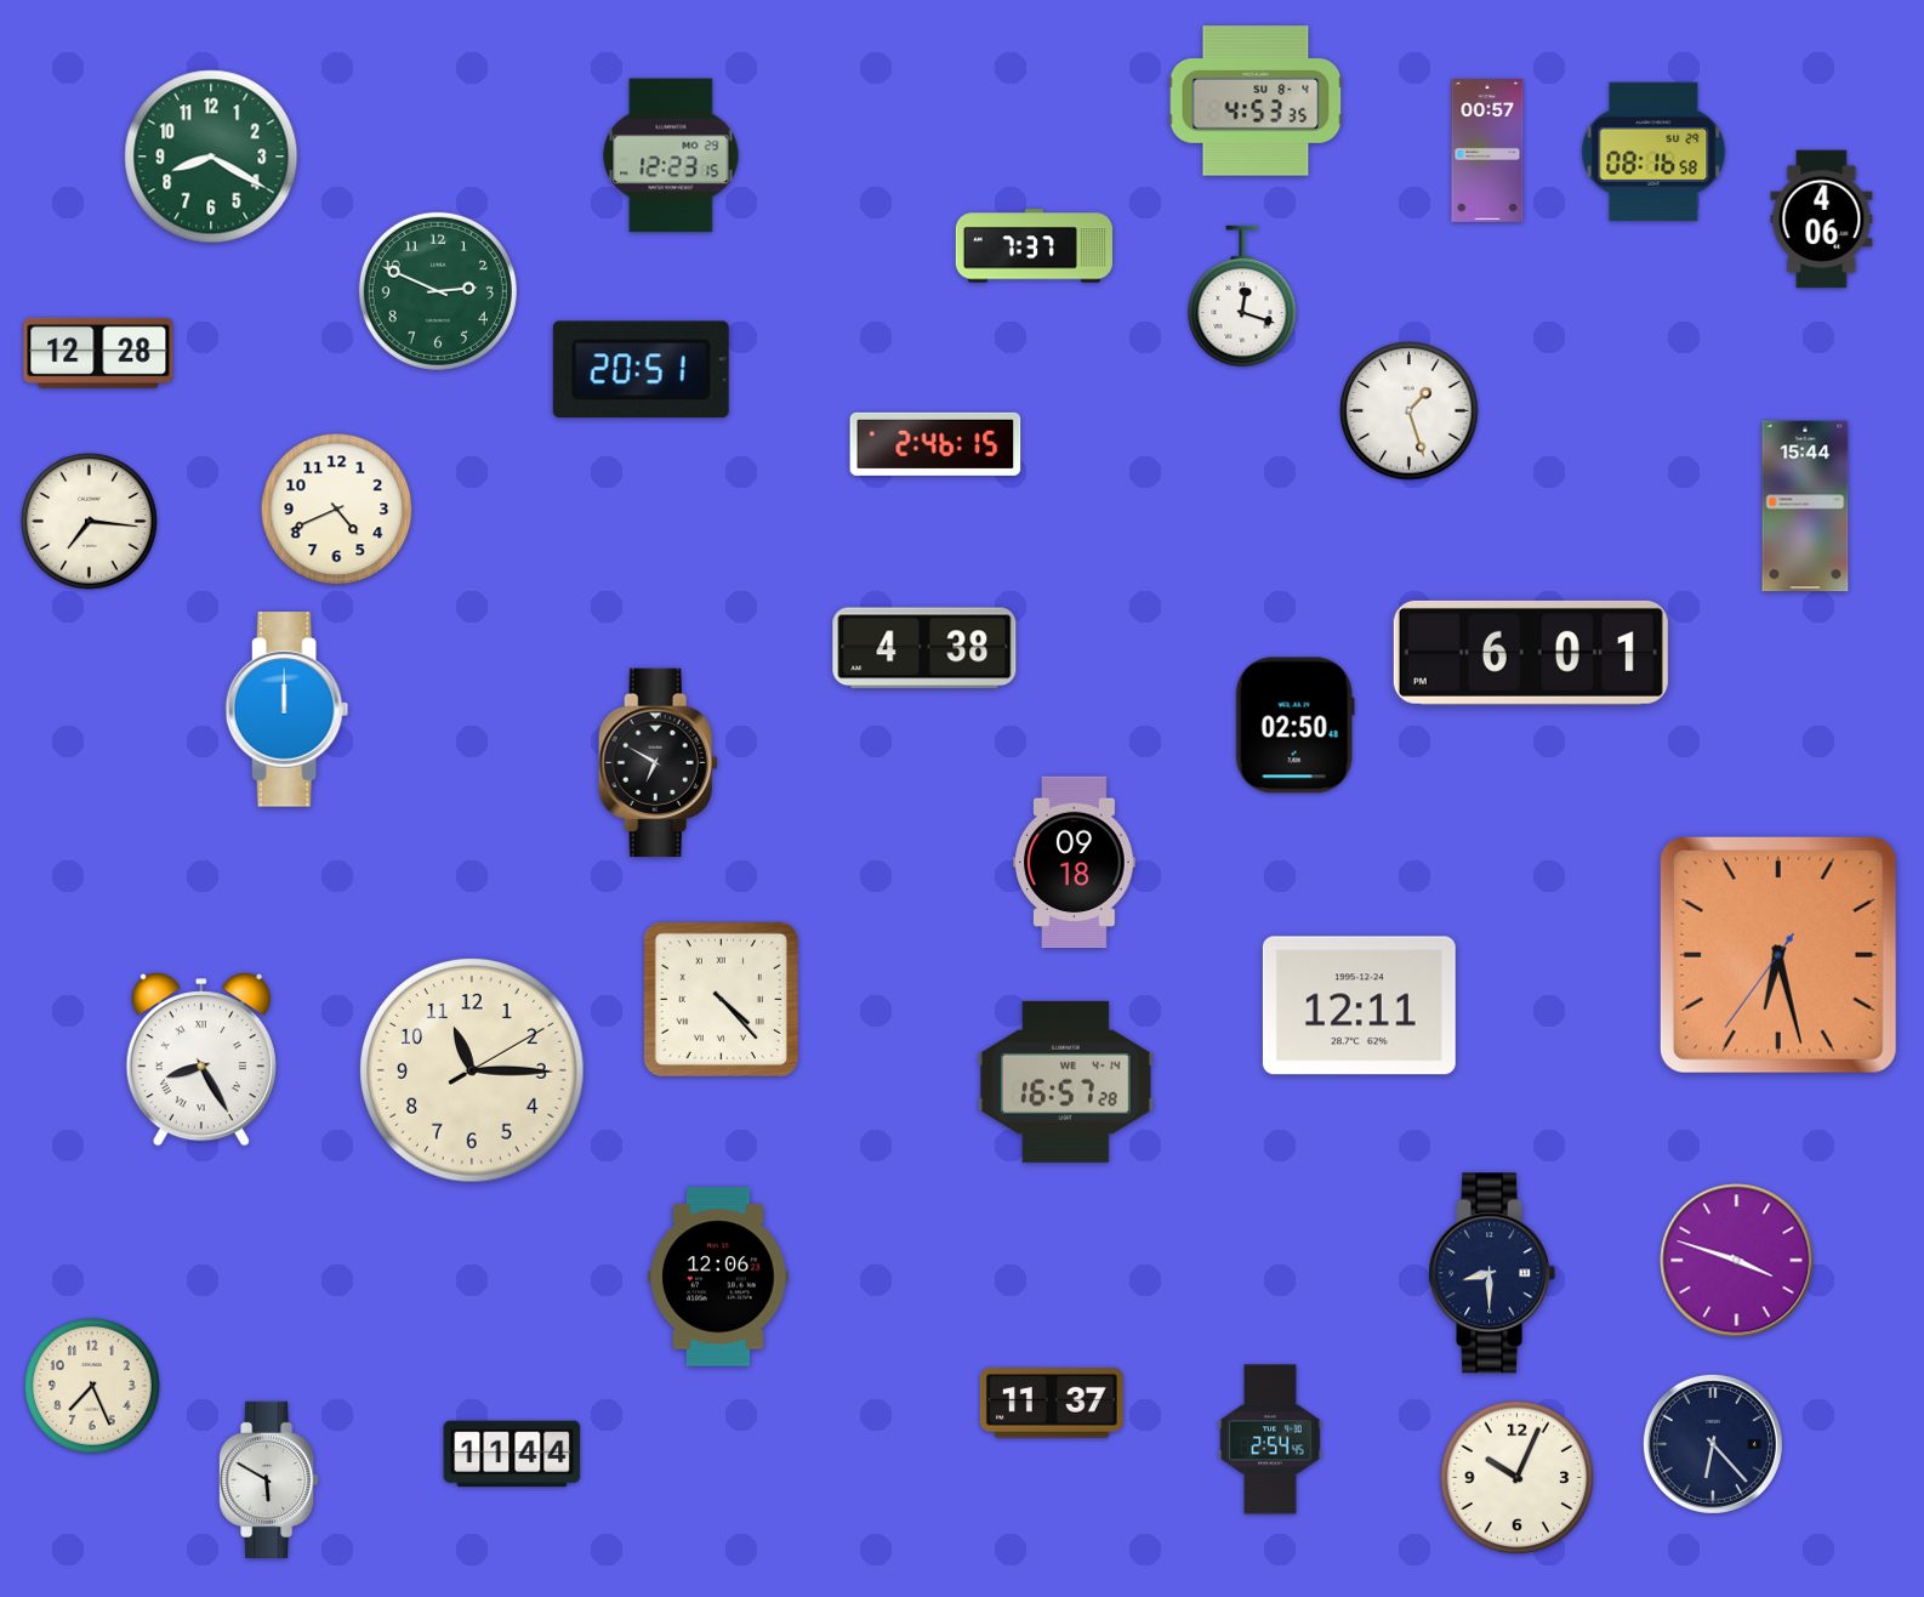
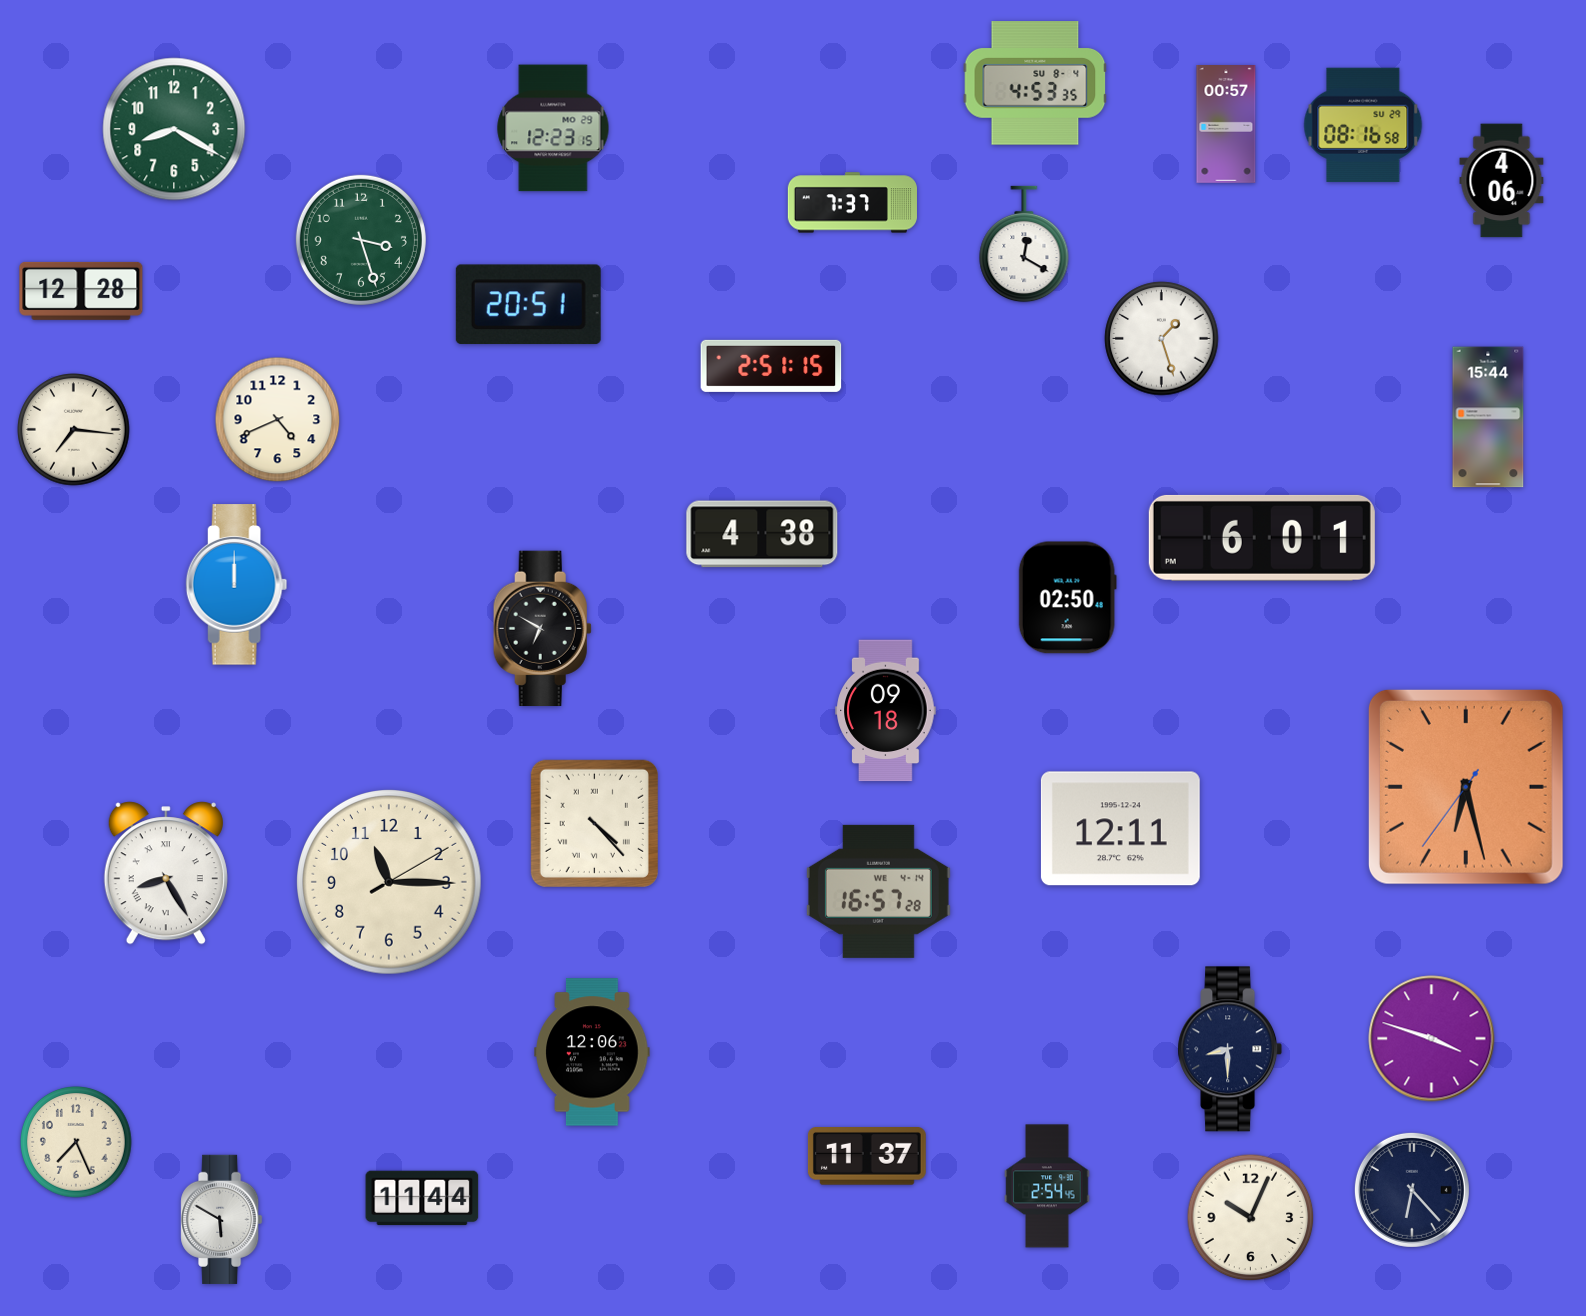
clock at (438, 291): 2:49 -> 3:27
clock at (1242, 296): 12:18 -> 12:20
clock at (935, 444): 2:46 -> 2:51
